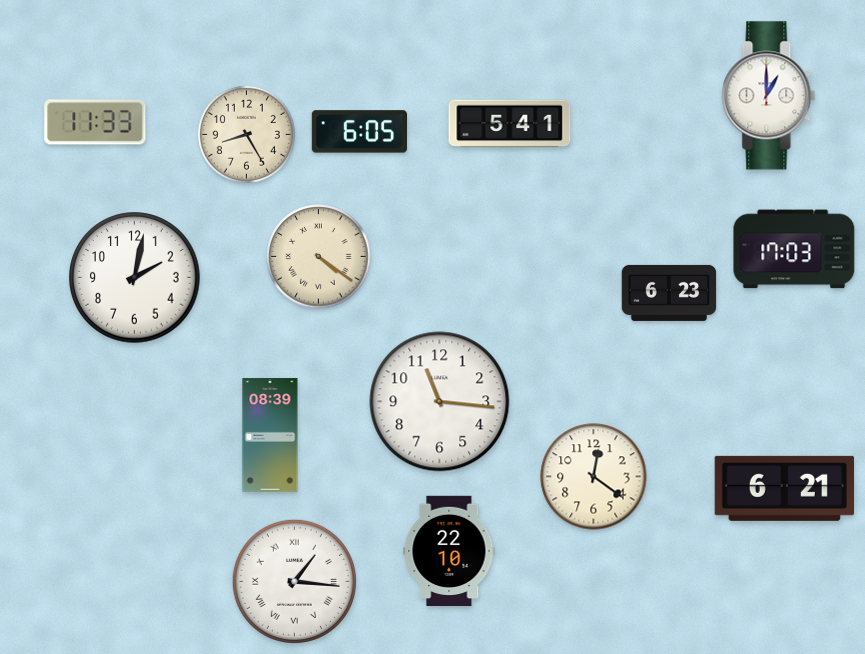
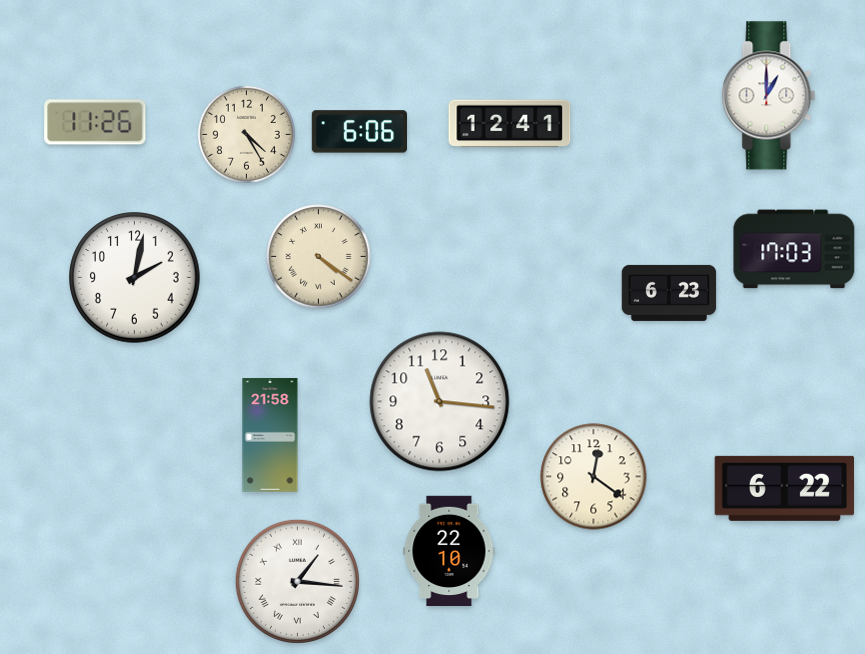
clock at (95, 122): 11:33 -> 11:26
clock at (510, 124): 5:41 -> 12:41
clock at (359, 132): 6:05 -> 6:06
clock at (246, 134): 8:25 -> 4:25
clock at (270, 435): 08:39 -> 21:58
clock at (784, 488): 6:21 -> 6:22
clock at (294, 581) position: (294, 581) -> (297, 581)
